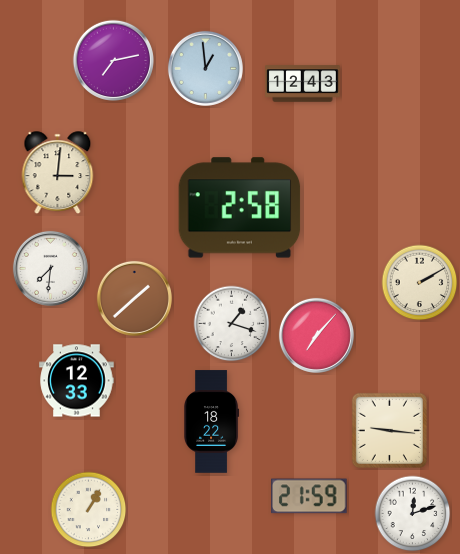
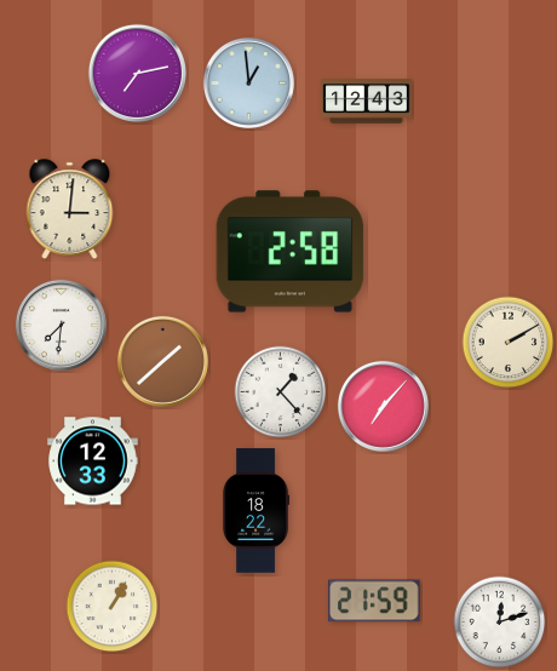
clock at (232, 324): 1:18 -> 1:23
clock at (389, 430): 9:16 -> none
clock at (89, 510) position: (89, 510) -> (113, 607)
